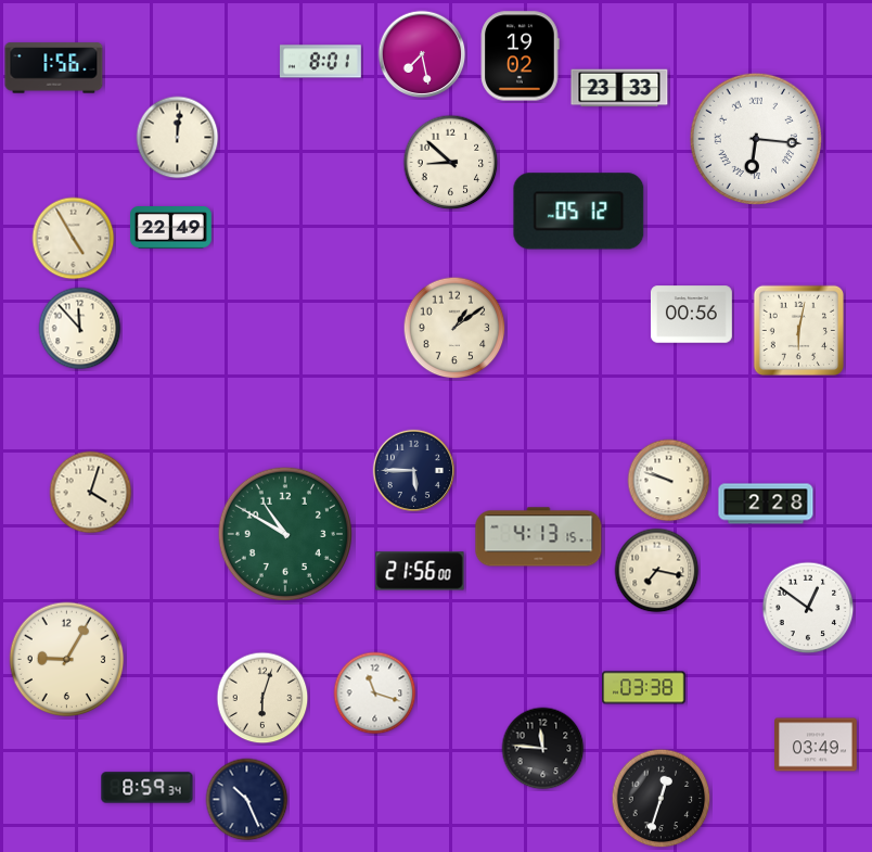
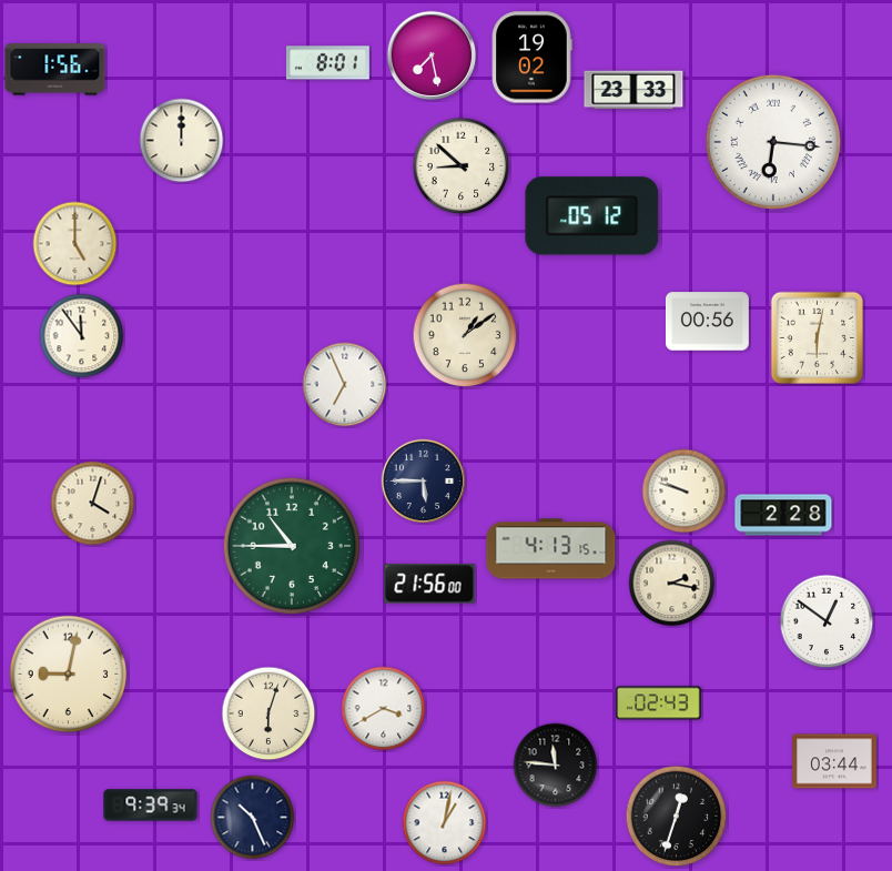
clock at (178, 138): 12:01 -> 12:00
clock at (170, 228): 22:49 -> none
clock at (74, 239): 4:55 -> 5:00
clock at (80, 329): 11:53 -> 11:54
clock at (345, 385): none -> 6:56
clock at (284, 533): 10:50 -> 10:45
clock at (657, 571): 7:17 -> 2:17
clock at (67, 660): 9:05 -> 9:02
clock at (644, 688): 03:38 -> 02:43
clock at (375, 694): 11:18 -> 3:40
clock at (817, 745): 03:49 -> 03:44
clock at (148, 788): 8:59 -> 9:39
clock at (445, 823): none -> 1:02
